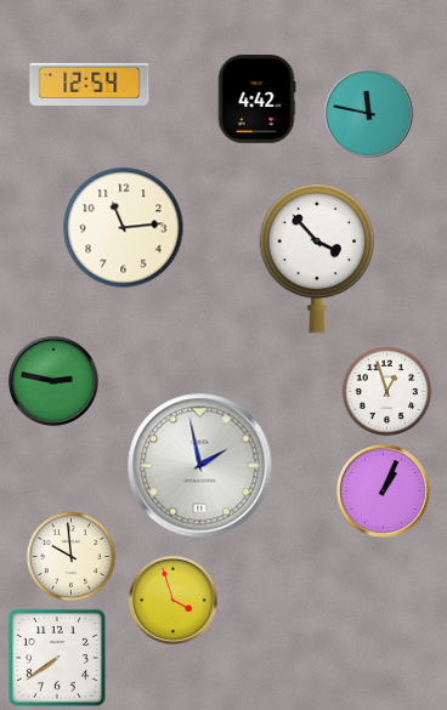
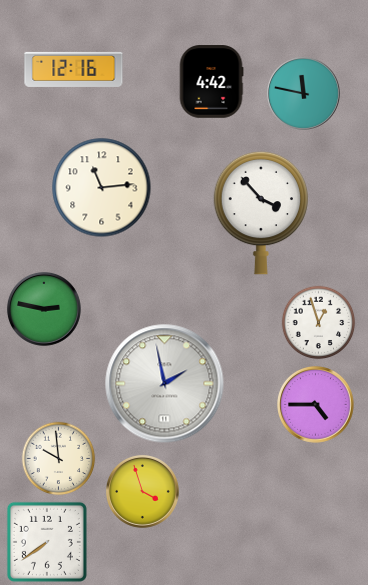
clock at (90, 84): 12:54 -> 12:16
clock at (53, 381) position: (53, 381) -> (44, 309)
clock at (384, 492): 1:04 -> 4:45
clock at (172, 600) position: (172, 600) -> (142, 491)
